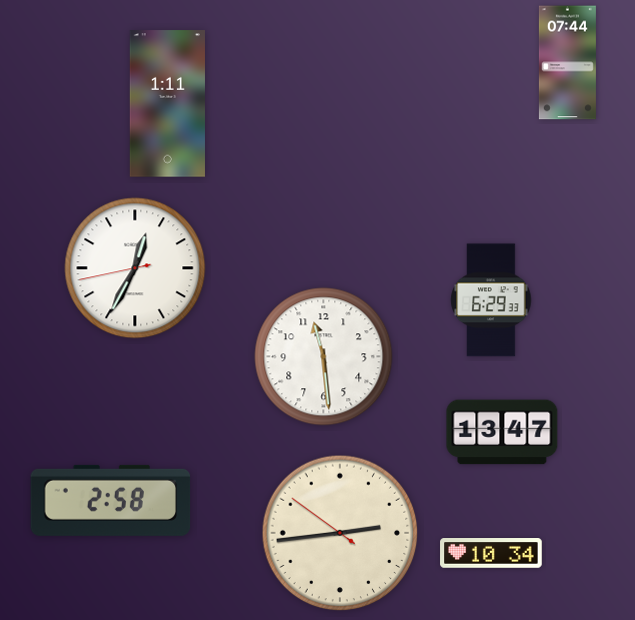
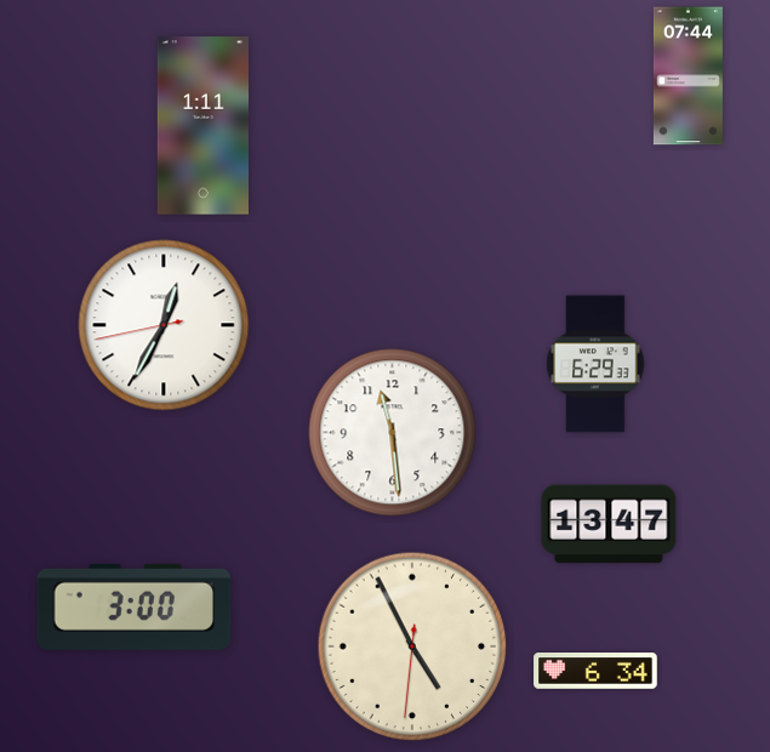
clock at (111, 500): 2:58 -> 3:00
clock at (340, 533): 2:43 -> 4:55
clock at (491, 553): 10:34 -> 6:34
